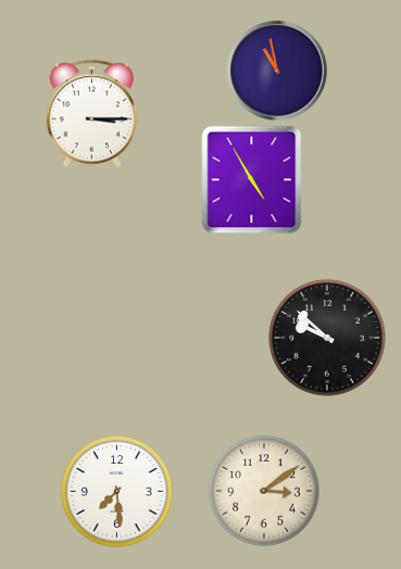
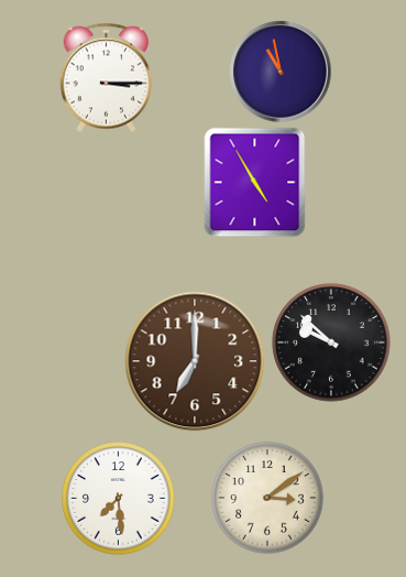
clock at (92, 114) position: (92, 114) -> (107, 78)
clock at (195, 361): none -> 7:00
